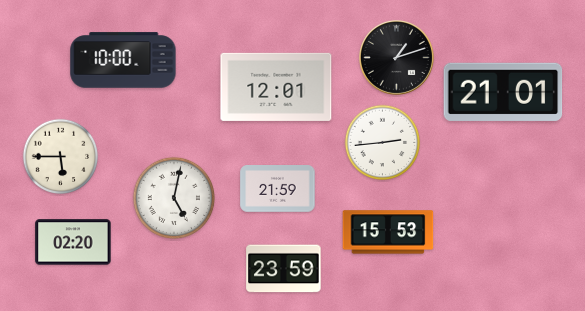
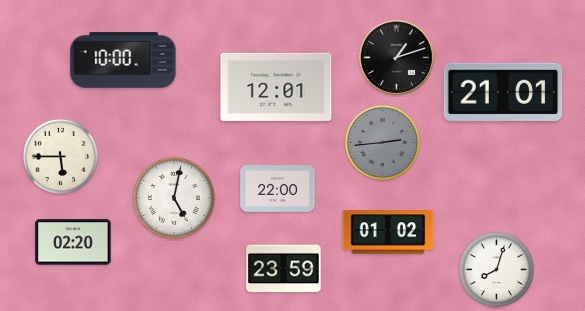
clock at (383, 143) dial: white -> grey
clock at (278, 189): 21:59 -> 22:00
clock at (388, 232): 15:53 -> 01:02
clock at (497, 270): none -> 8:03
